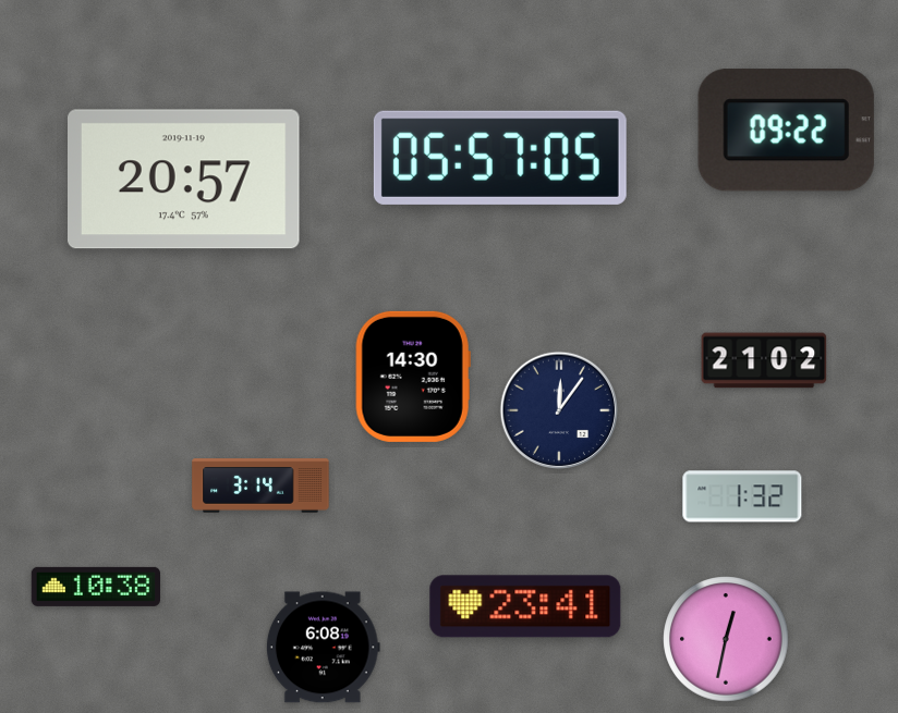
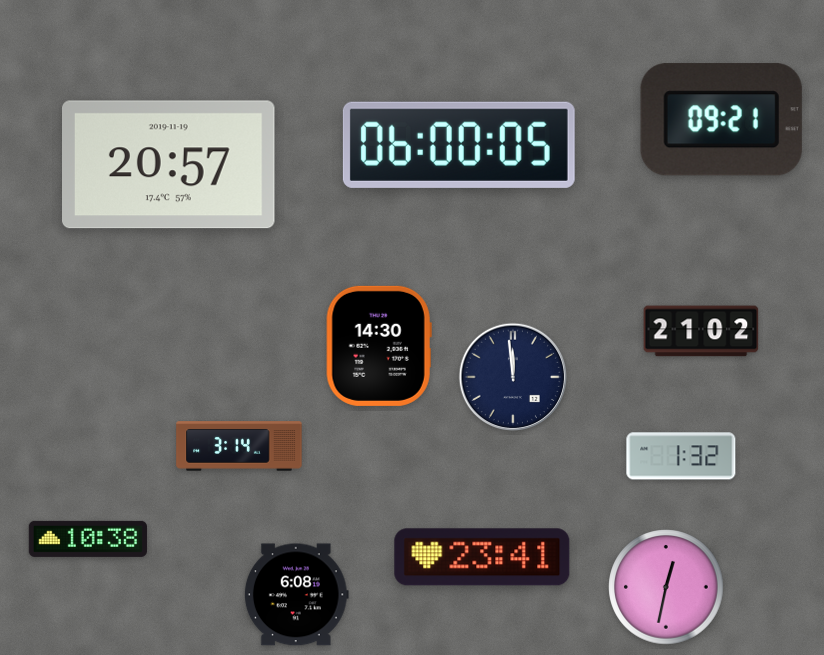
clock at (786, 131): 09:22 -> 09:21
clock at (500, 158): 05:57 -> 06:00
clock at (559, 410): 12:06 -> 11:59
